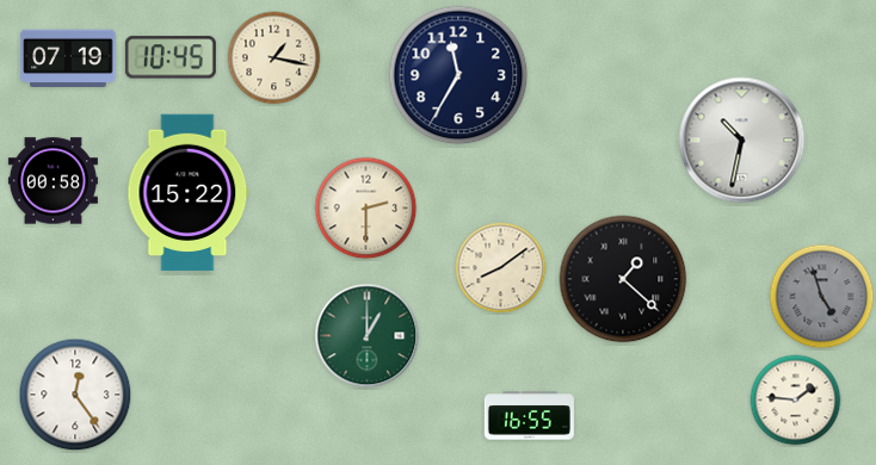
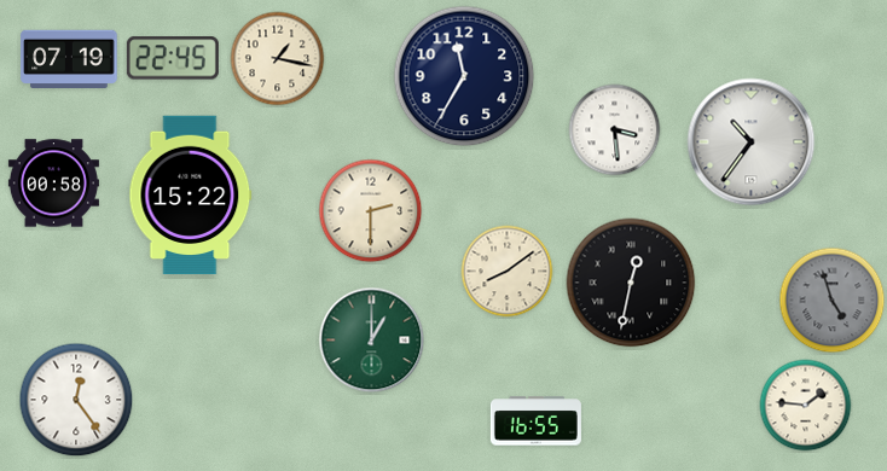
clock at (171, 57): 10:45 -> 22:45
clock at (615, 130): none -> 3:29
clock at (742, 141): 10:32 -> 10:36
clock at (623, 279): 1:22 -> 12:32
